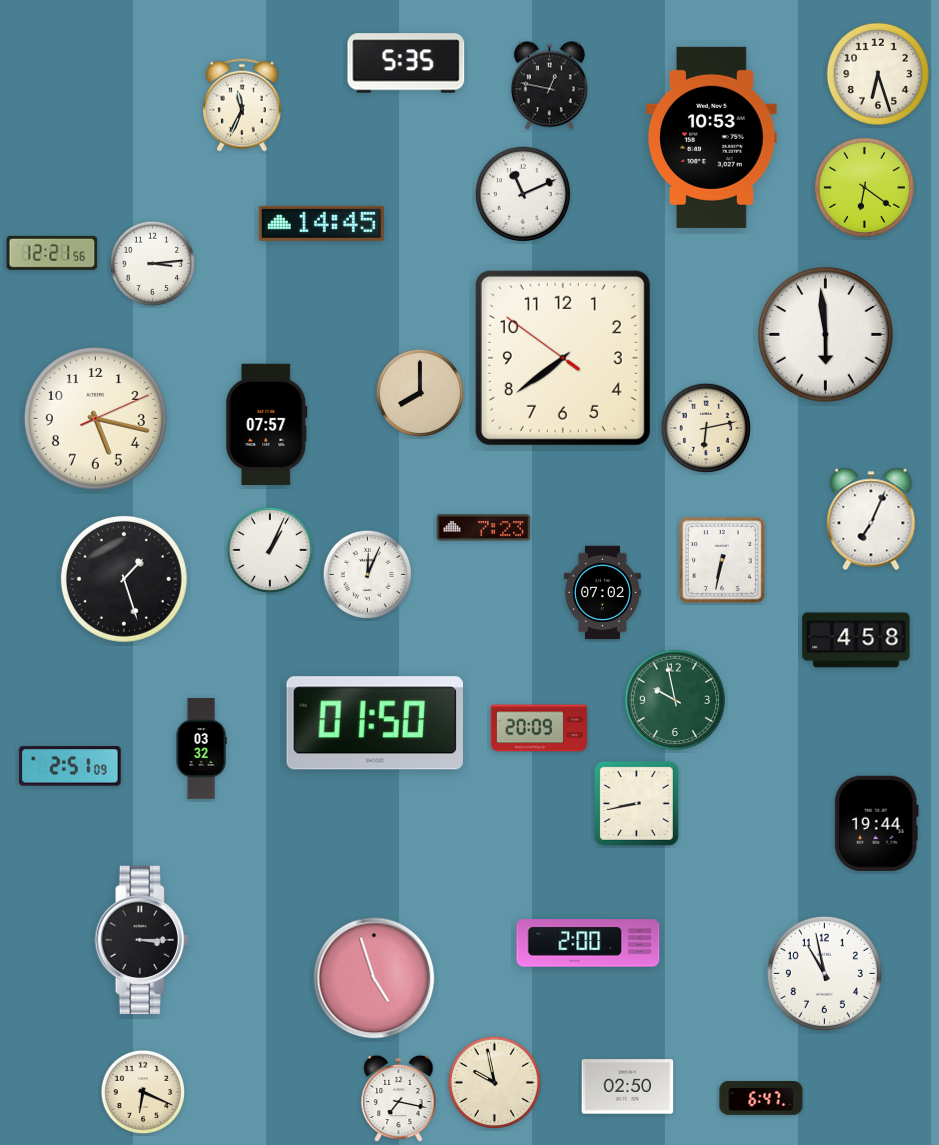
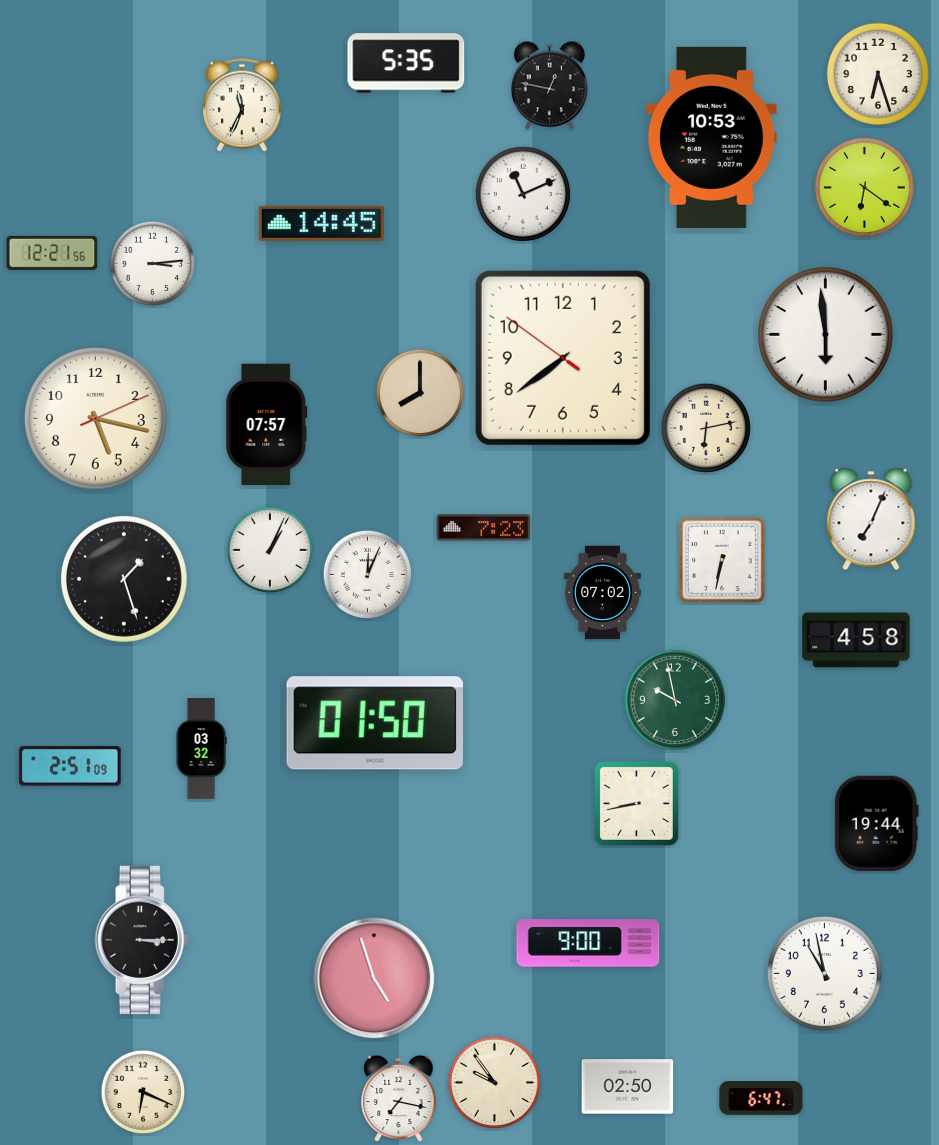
clock at (538, 728): 20:09 -> none
clock at (588, 943): 2:00 -> 9:00
clock at (494, 1082): 9:58 -> 9:54
